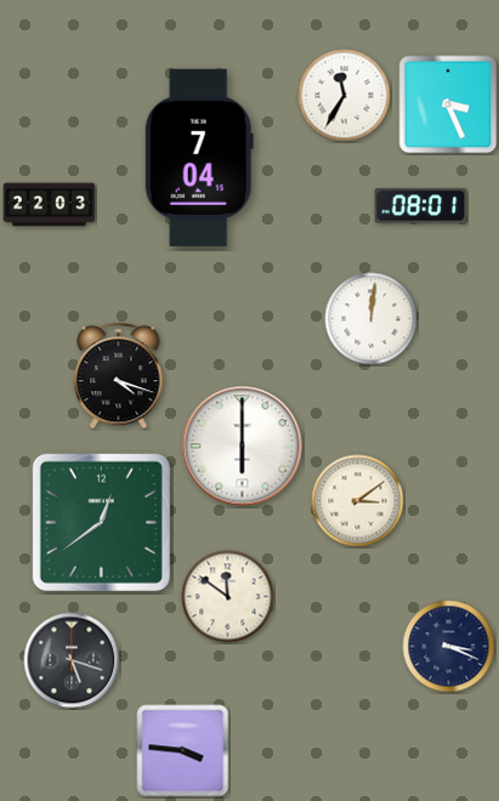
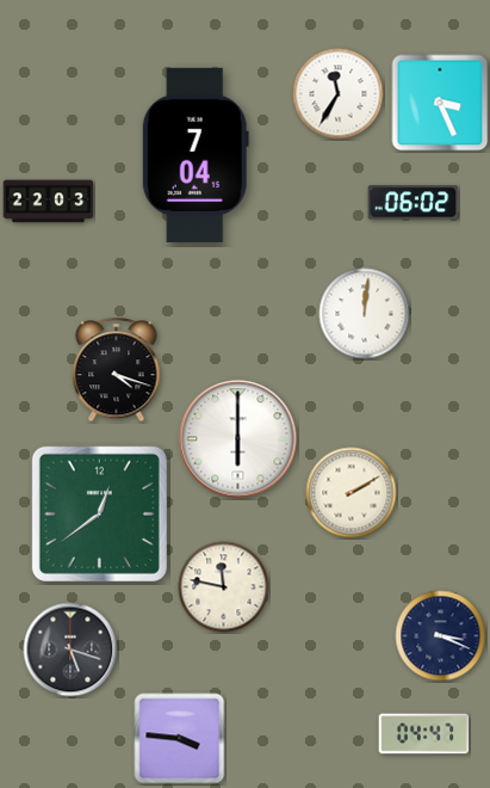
clock at (421, 206): 08:01 -> 06:02
clock at (358, 501): 3:09 -> 2:10
clock at (228, 597): 11:51 -> 11:47
clock at (424, 734): none -> 04:47
